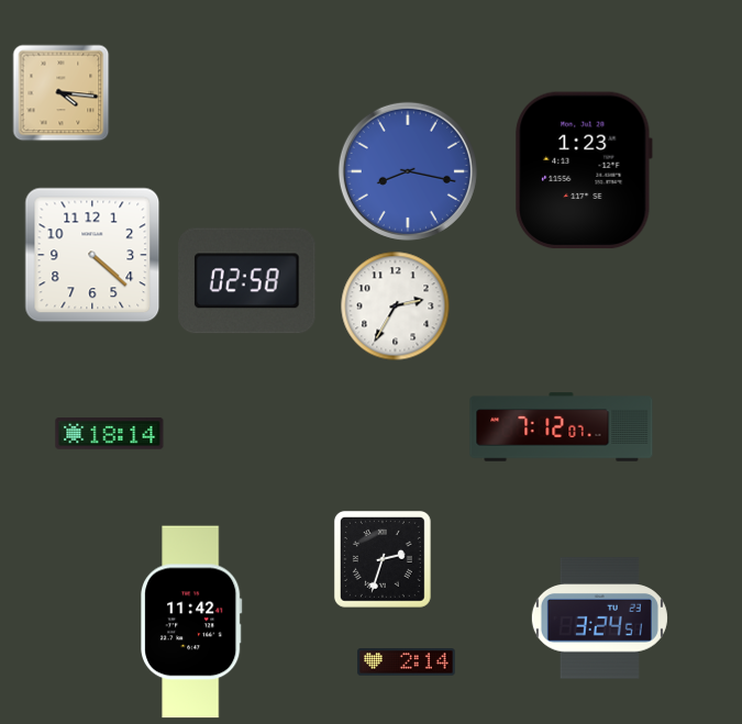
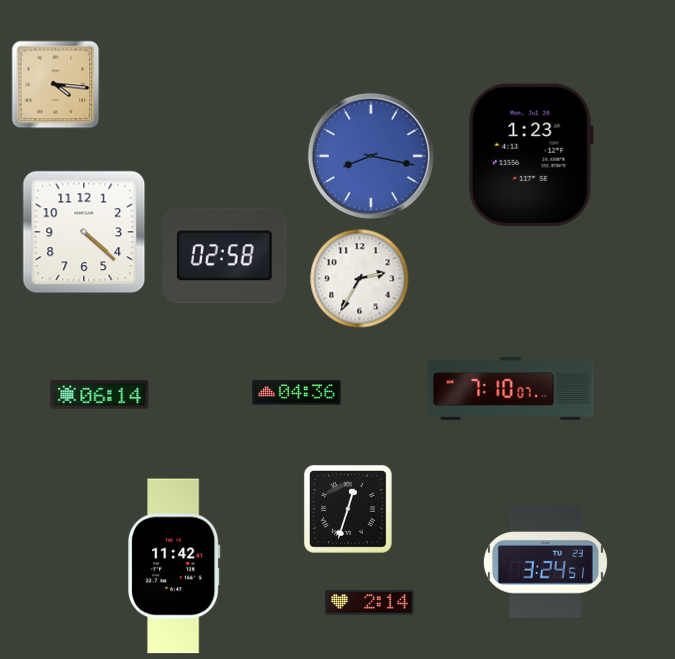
clock at (562, 427): 7:12 -> 7:10
clock at (297, 393): none -> 04:36
clock at (110, 434): 18:14 -> 06:14
clock at (383, 559): 2:33 -> 12:33
